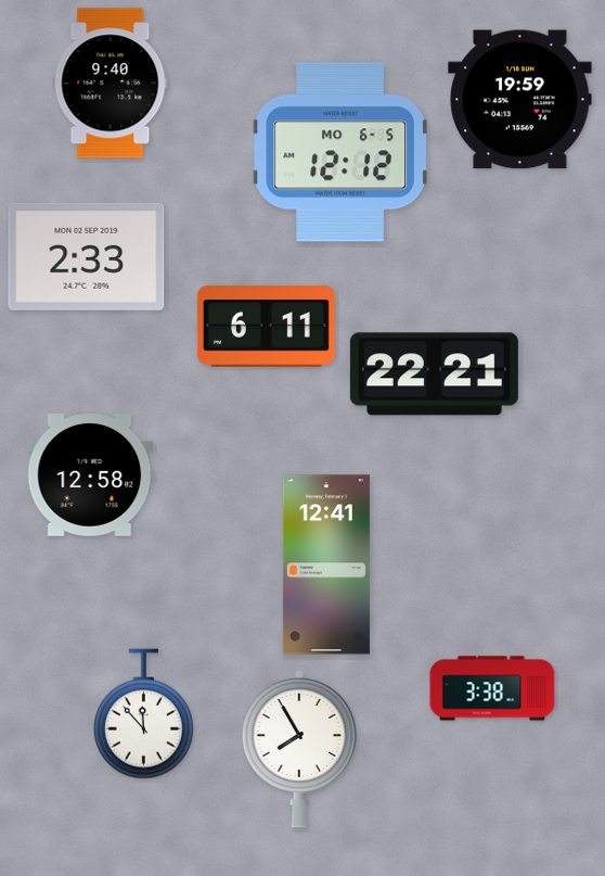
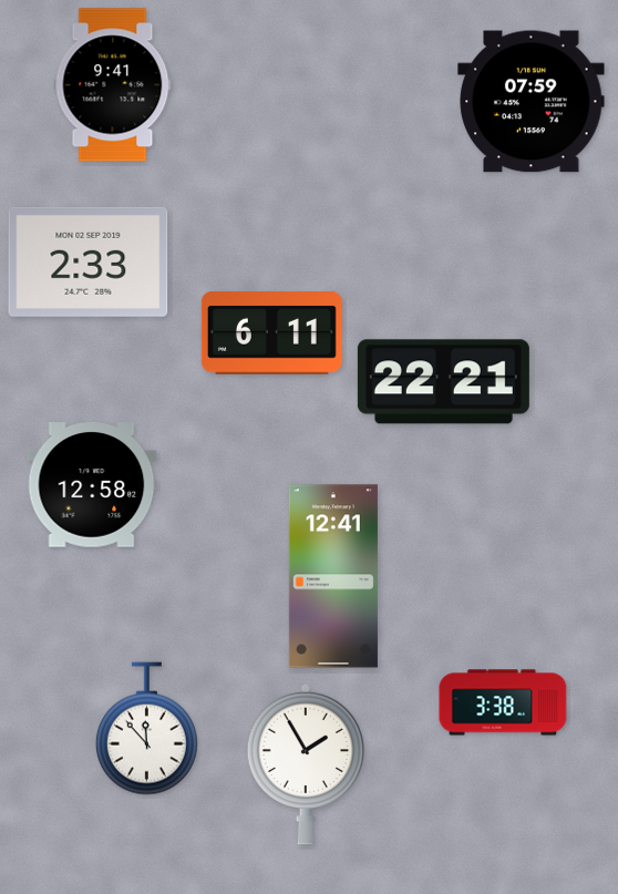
clock at (111, 84): 9:40 -> 9:41
clock at (520, 100): 19:59 -> 07:59
clock at (340, 152): 12:12 -> none
clock at (298, 749): 7:55 -> 1:55
